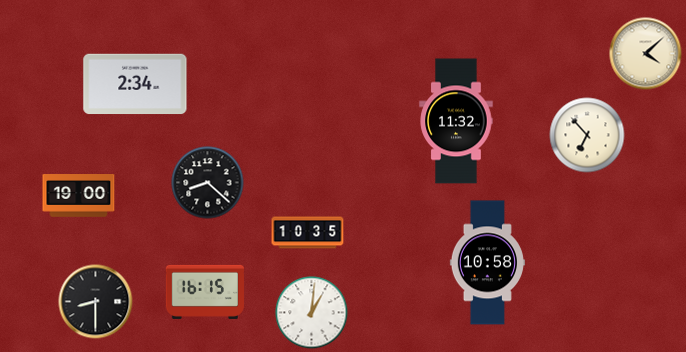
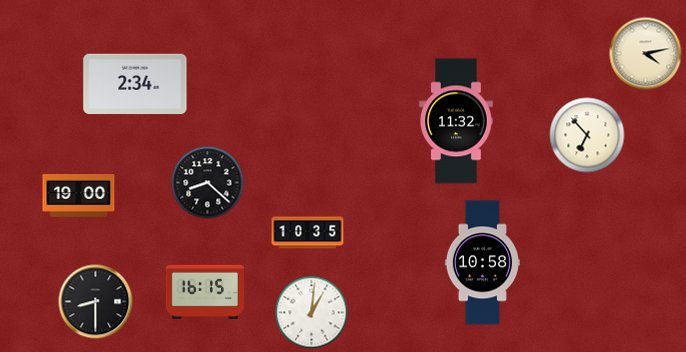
clock at (646, 54): 4:08 -> 4:13
clock at (487, 263) position: (487, 263) -> (482, 263)
